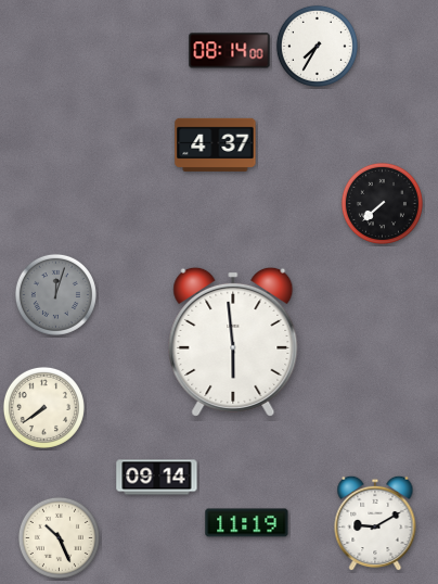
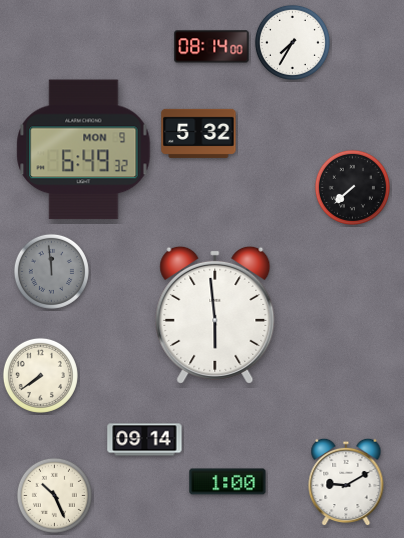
clock at (216, 144): 4:37 -> 5:32
clock at (84, 150): none -> 6:49
clock at (55, 294): 12:03 -> 11:59
clock at (247, 523): 11:19 -> 1:00
